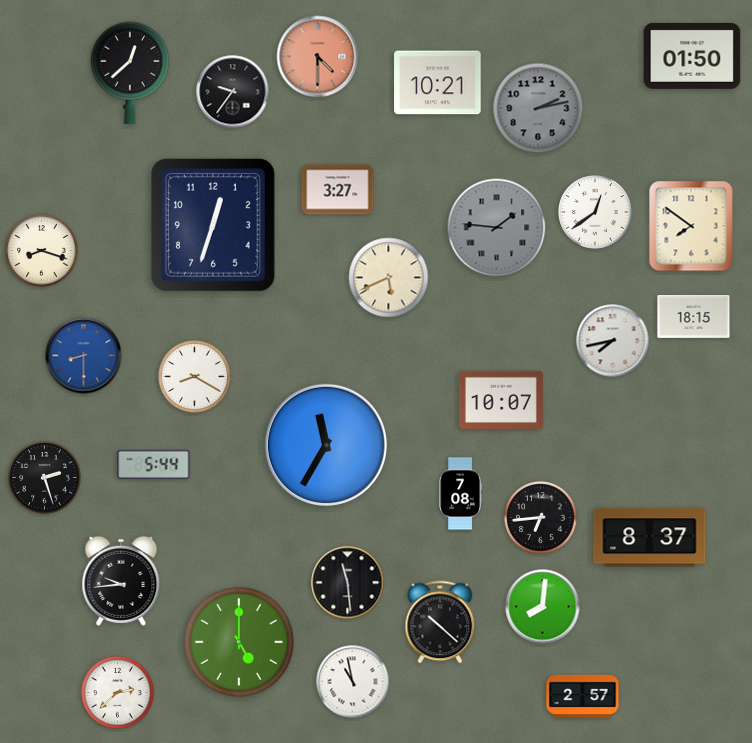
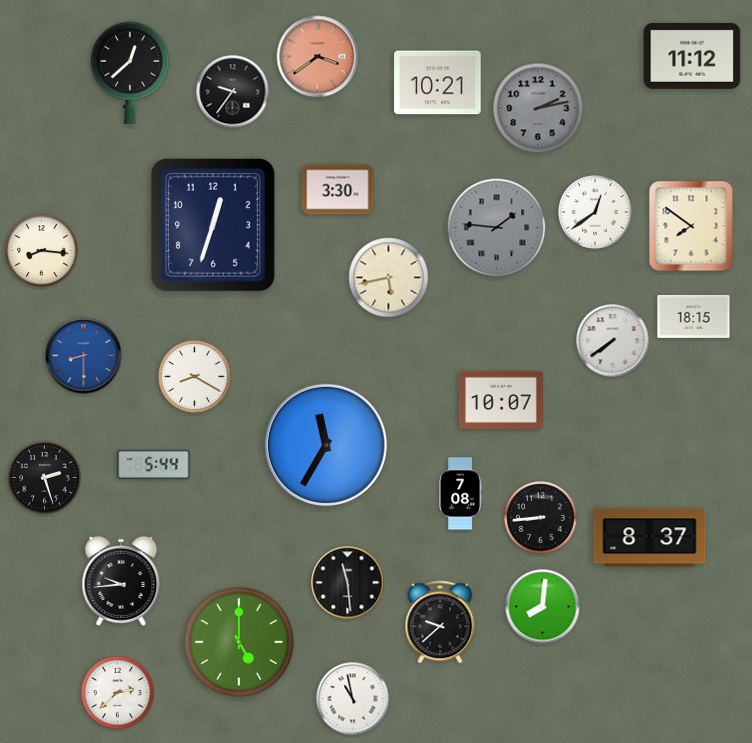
clock at (692, 56): 01:50 -> 11:12
clock at (318, 57): 4:30 -> 3:39
clock at (338, 190): 3:27 -> 3:30
clock at (42, 251): 8:18 -> 8:16
clock at (389, 278): 5:41 -> 5:43
clock at (613, 341): 7:43 -> 7:39
clock at (541, 518): 6:44 -> 8:44
clock at (440, 622): 10:22 -> 9:38
clock at (353, 682) position: (353, 682) -> (353, 699)
clock at (583, 696): 2:57 -> none
